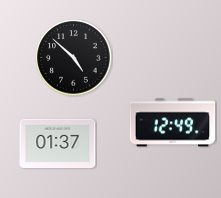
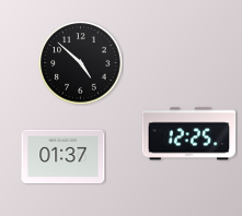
clock at (173, 123): 12:49 -> 12:25
